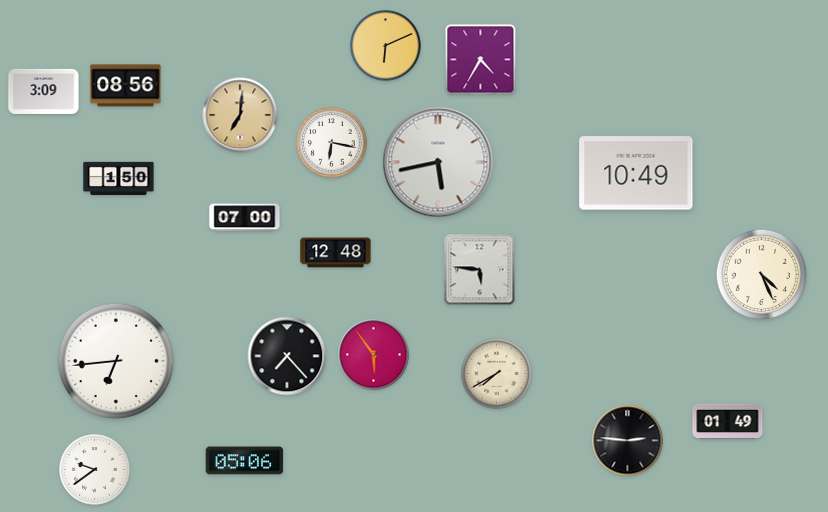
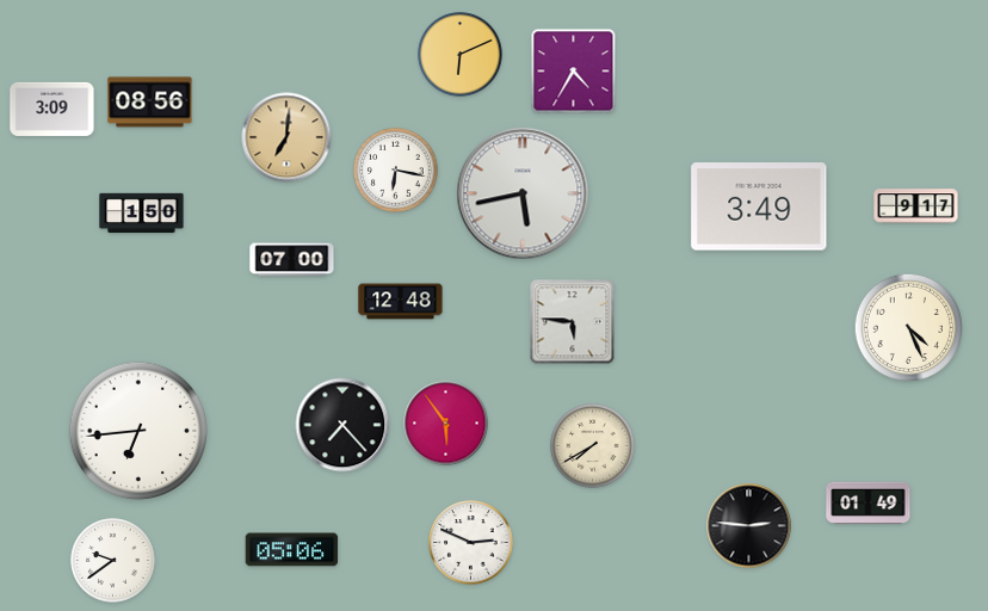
clock at (636, 173): 10:49 -> 3:49
clock at (916, 206): none -> 9:17
clock at (471, 543): none -> 2:49
